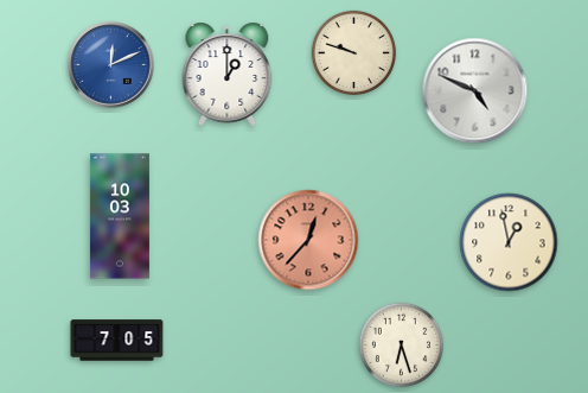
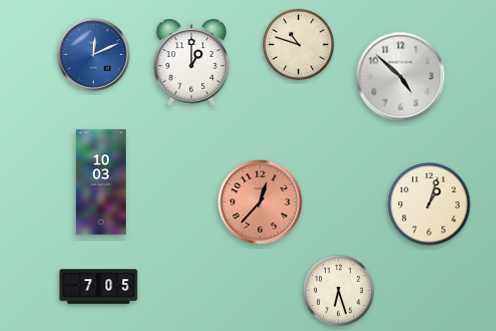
clock at (354, 53): 9:48 -> 10:48
clock at (475, 91): 4:49 -> 4:52
clock at (509, 242): 12:58 -> 1:03
